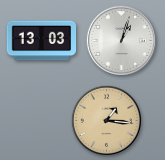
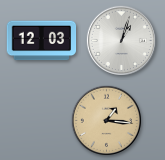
clock at (42, 41): 13:03 -> 12:03
